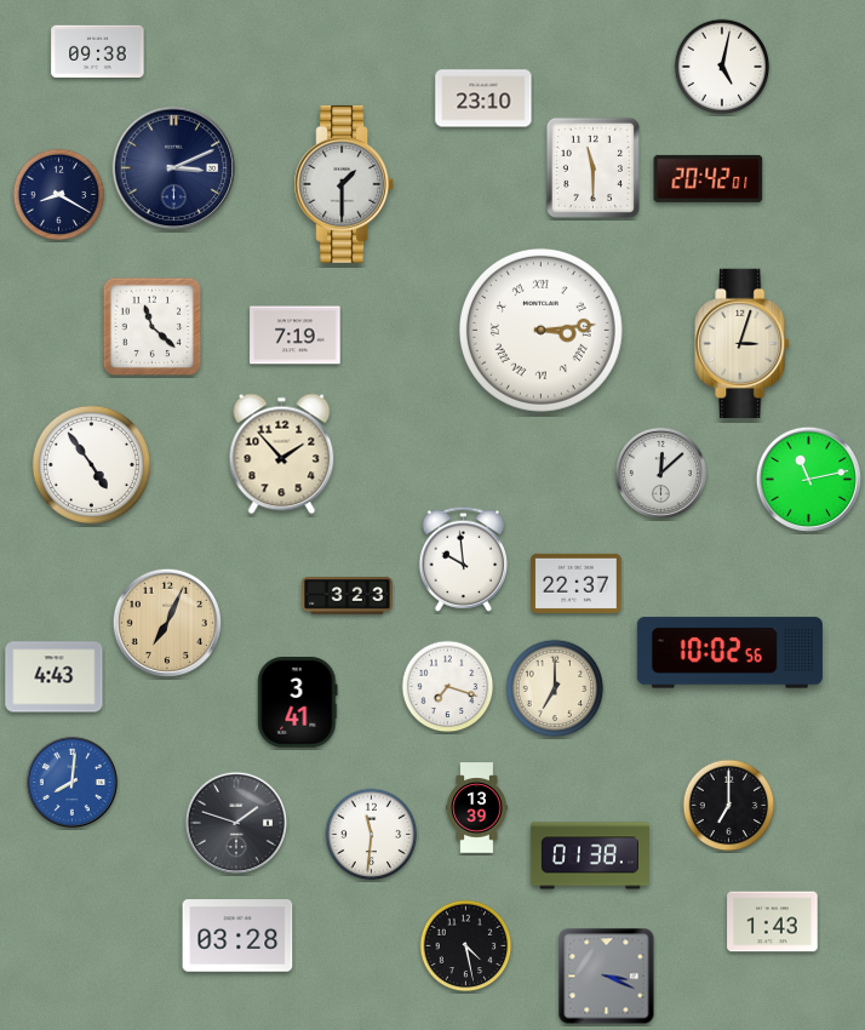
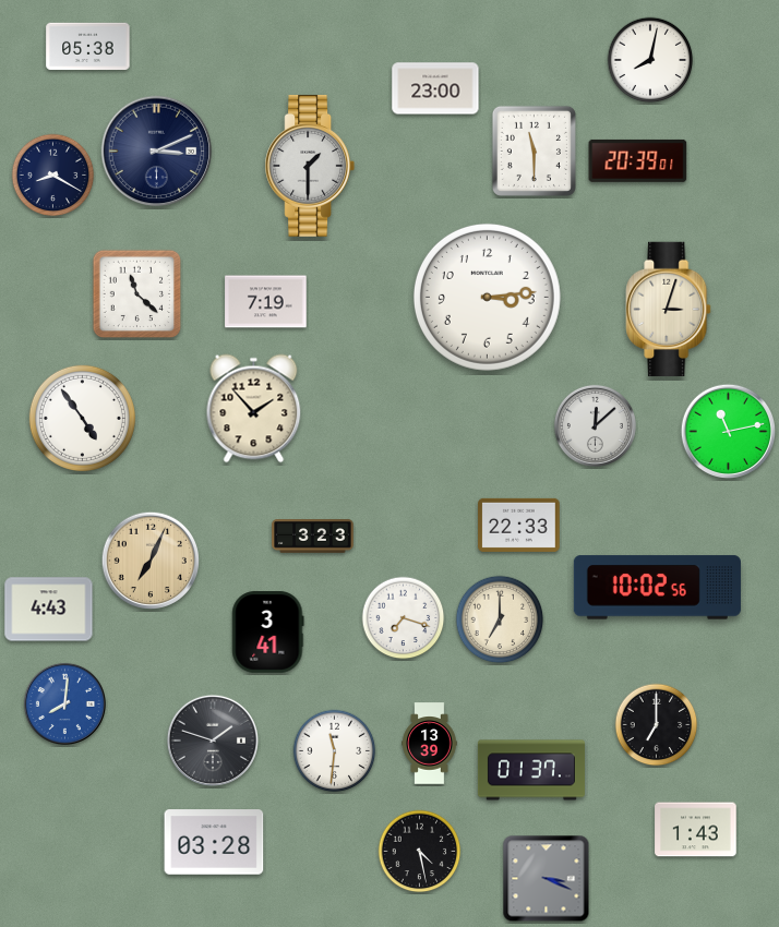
clock at (98, 52): 09:38 -> 05:38
clock at (722, 67): 5:02 -> 8:02
clock at (483, 98): 23:10 -> 23:00
clock at (709, 178): 20:42 -> 20:39
clock at (540, 330) numerals: Roman -> Arabic
clock at (464, 559): 9:59 -> none
clock at (577, 583): 22:37 -> 22:33
clock at (477, 808) position: (477, 808) -> (430, 744)
clock at (590, 856): 01:38 -> 01:37
